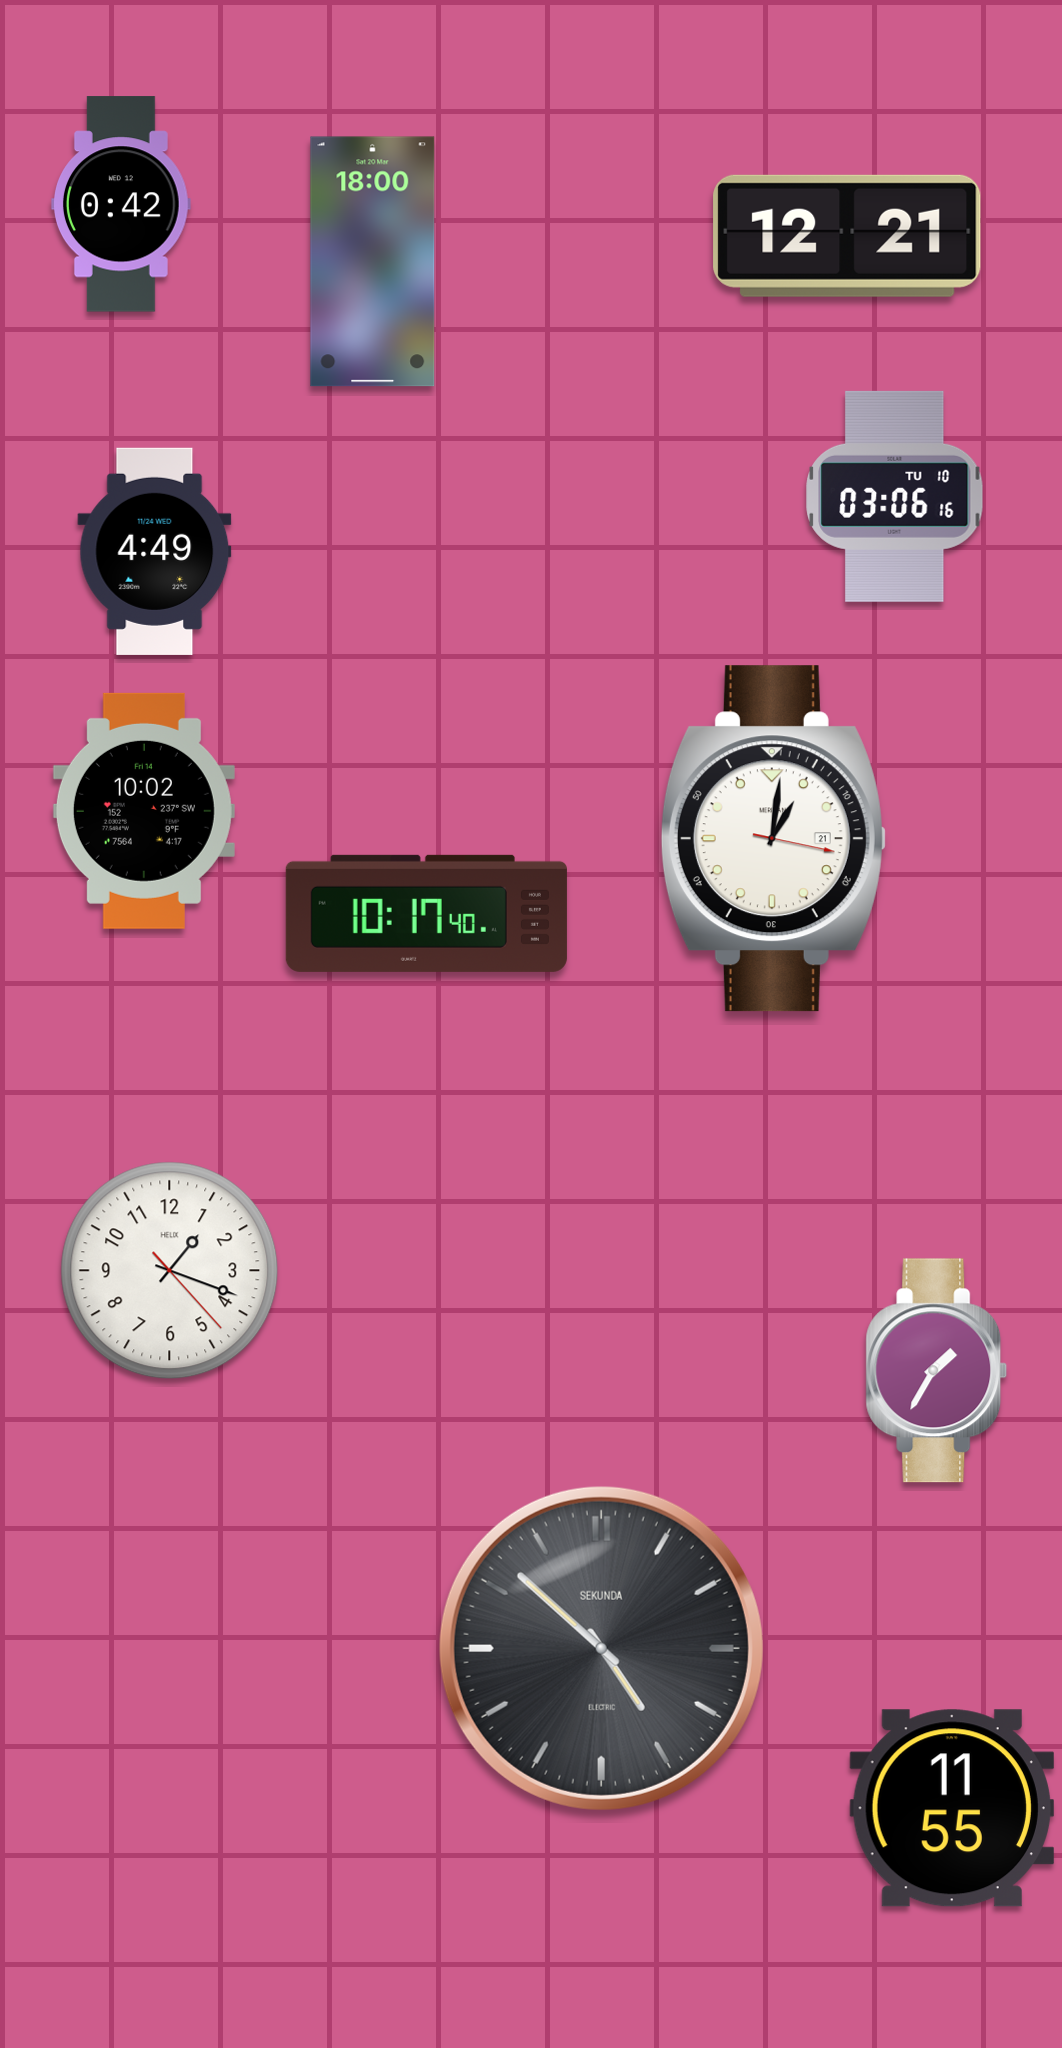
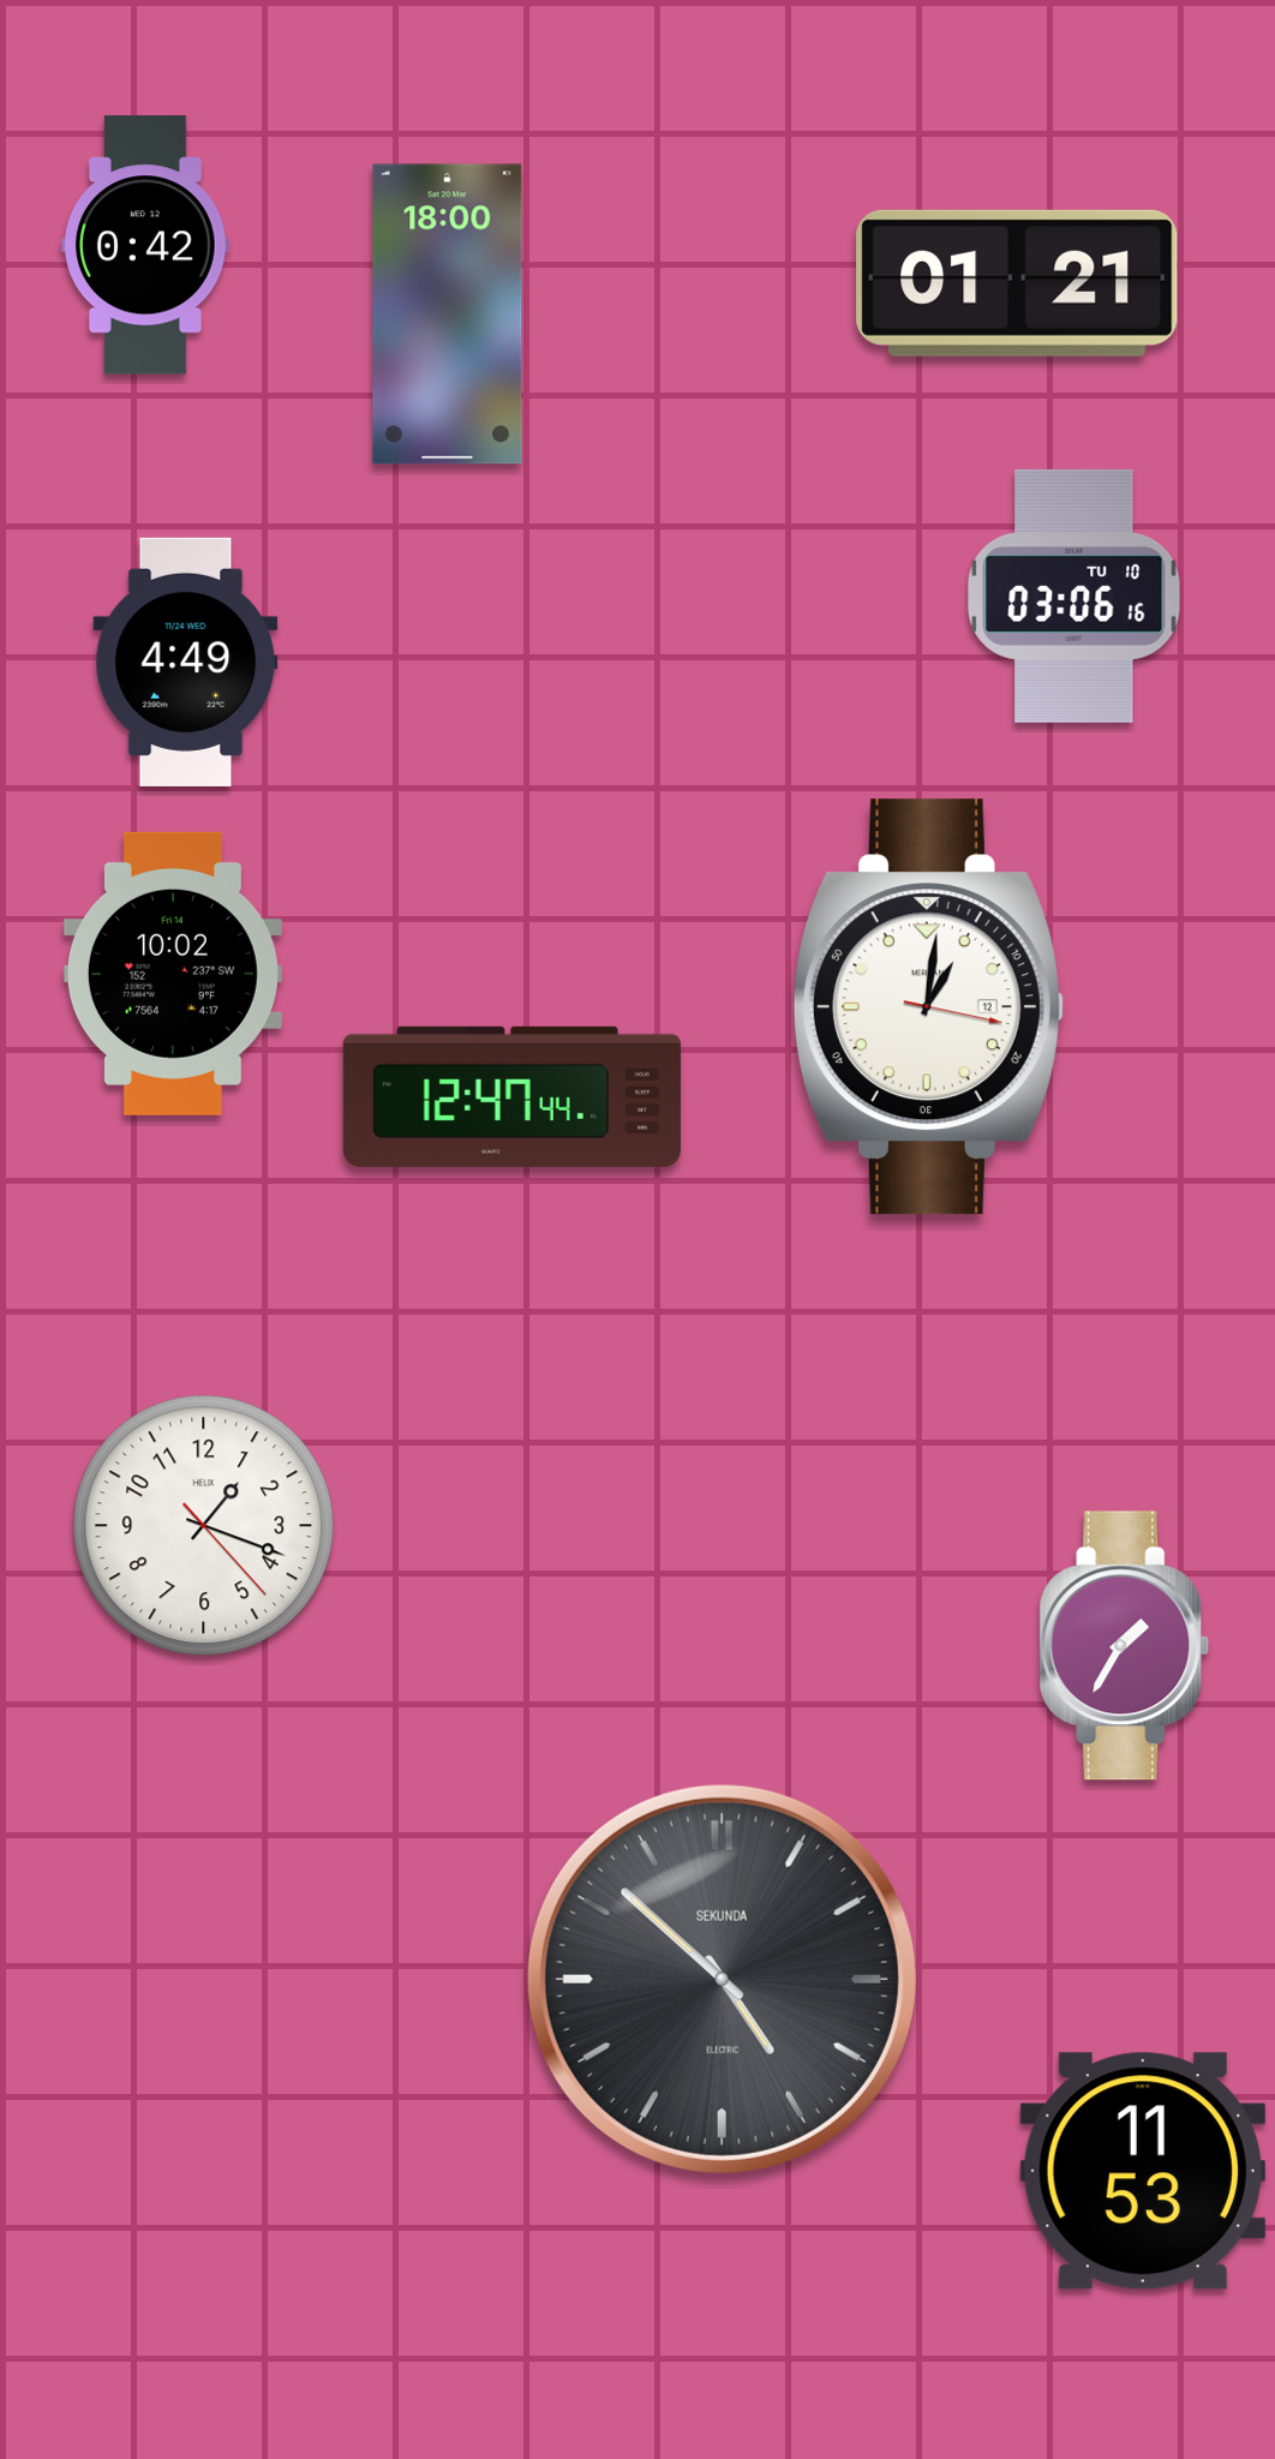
clock at (847, 236): 12:21 -> 01:21
clock at (773, 839) date: 21 -> 12
clock at (426, 913): 10:17 -> 12:47
clock at (952, 1808): 11:55 -> 11:53
